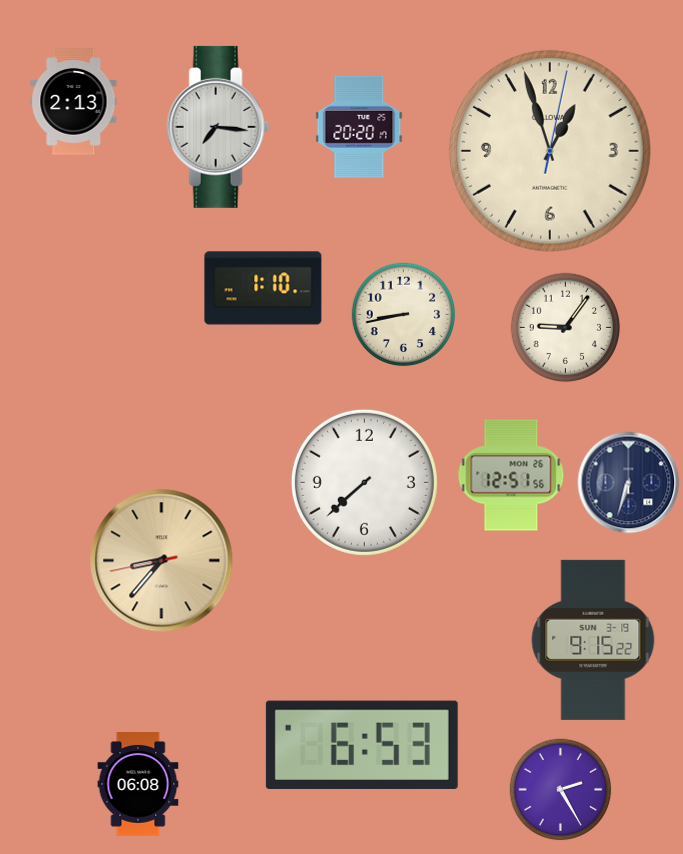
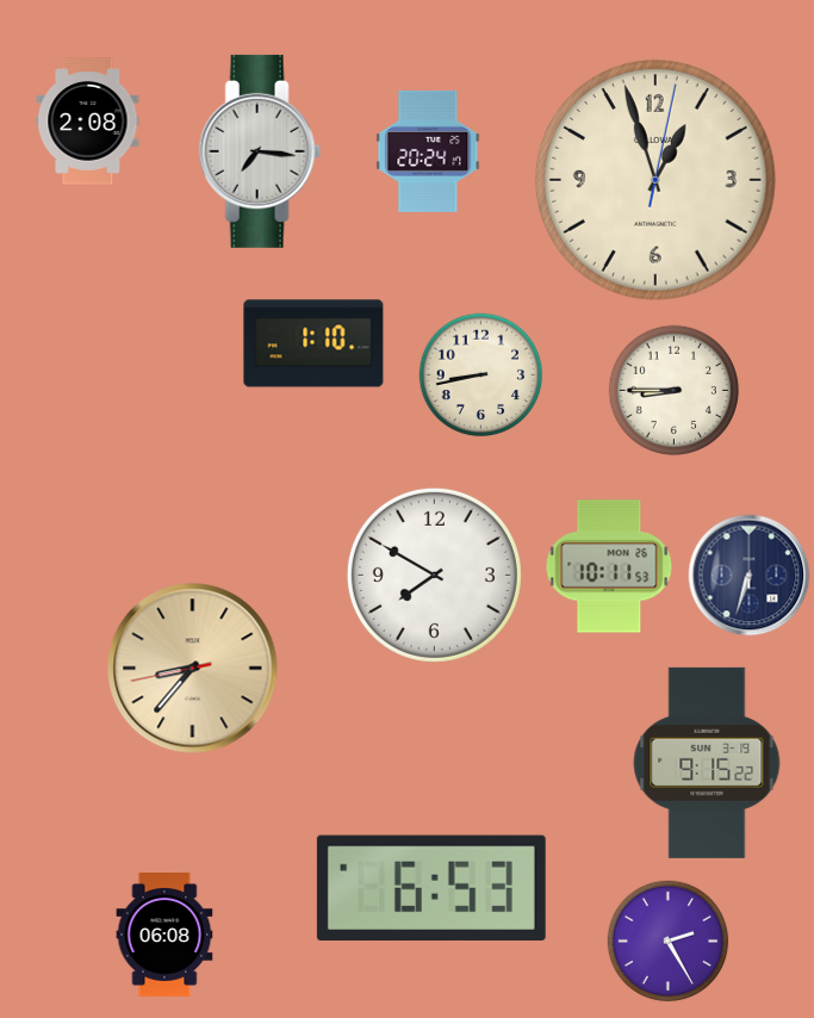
clock at (74, 102): 2:13 -> 2:08
clock at (359, 127): 20:20 -> 20:24
clock at (566, 328): 9:06 -> 8:45
clock at (511, 475): 12:51 -> 10:11
clock at (364, 482): 7:38 -> 7:50
